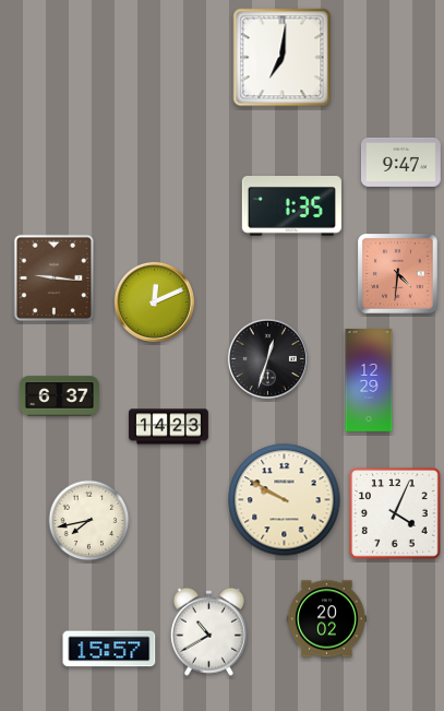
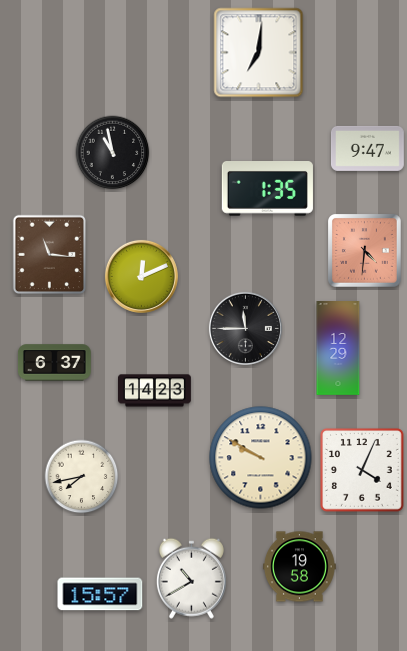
clock at (113, 153): none -> 10:58
clock at (55, 279): 9:16 -> 11:16
clock at (267, 358): 12:33 -> 11:45
clock at (326, 619): 20:02 -> 19:58
